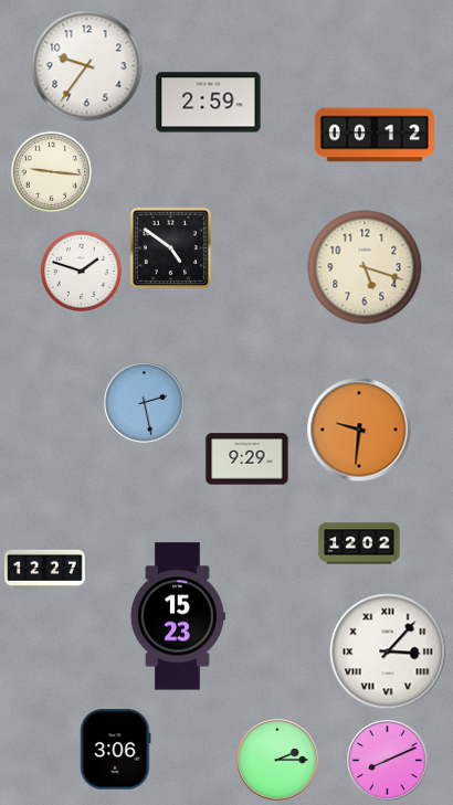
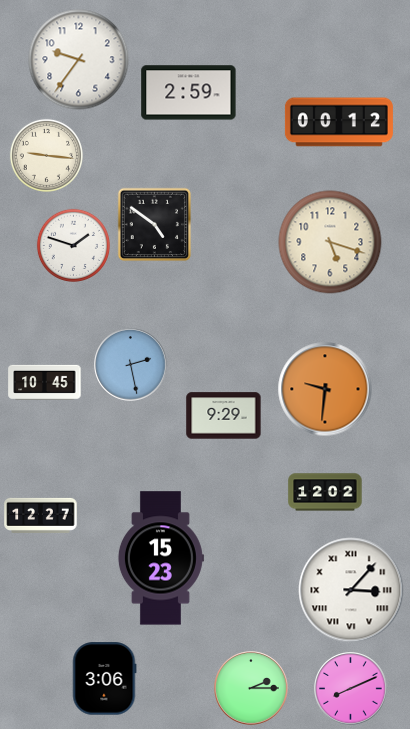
clock at (45, 382): none -> 10:45
